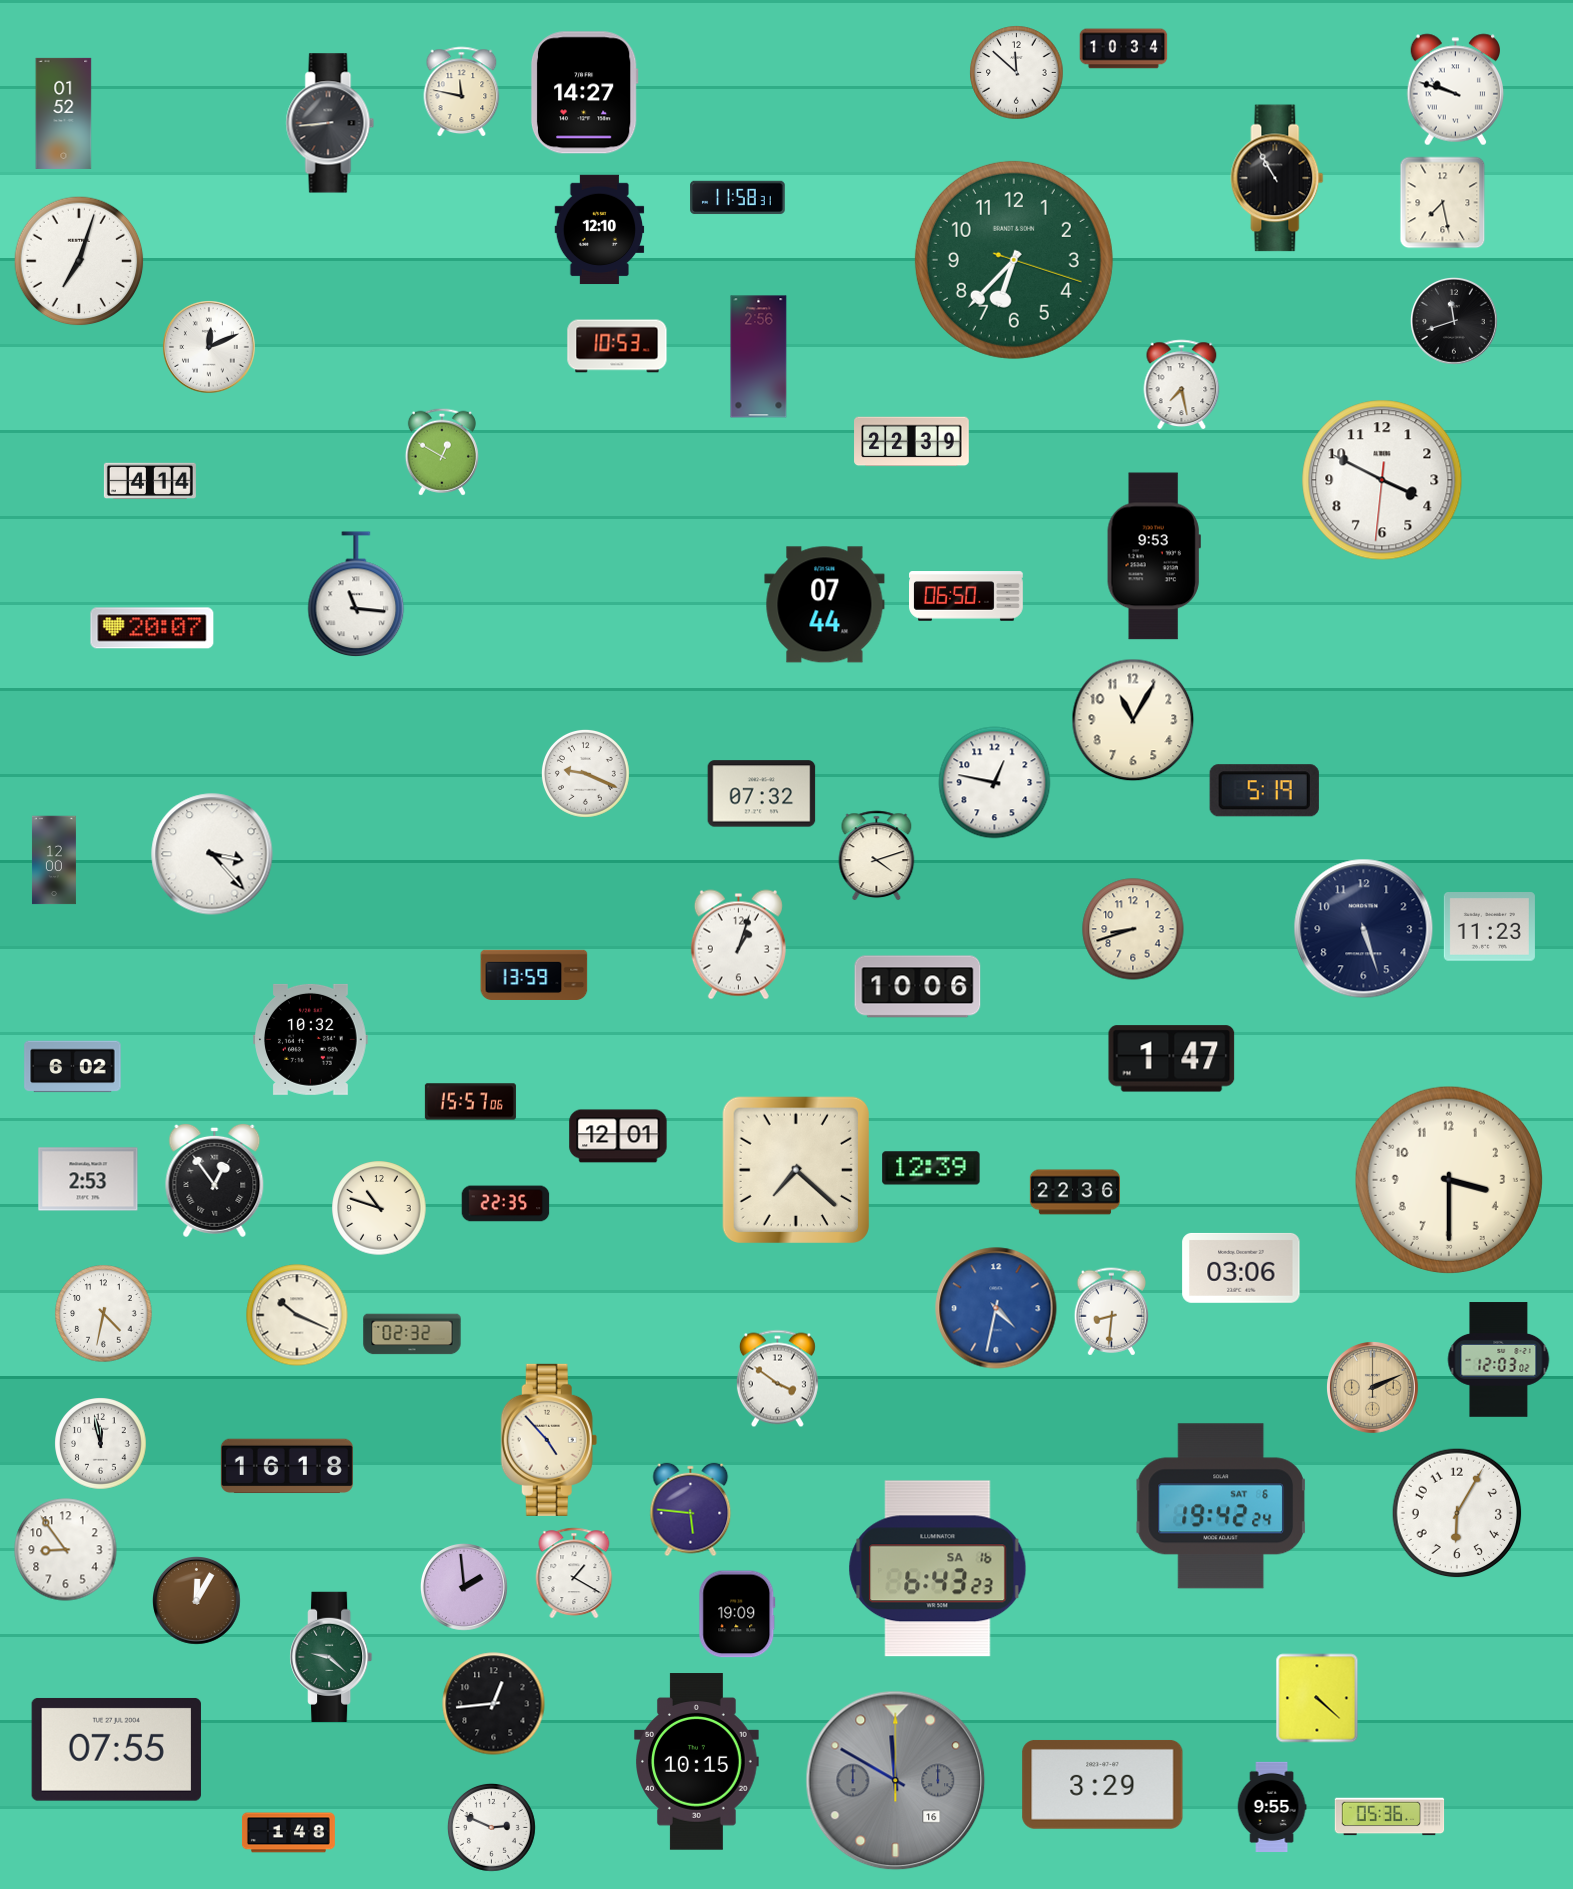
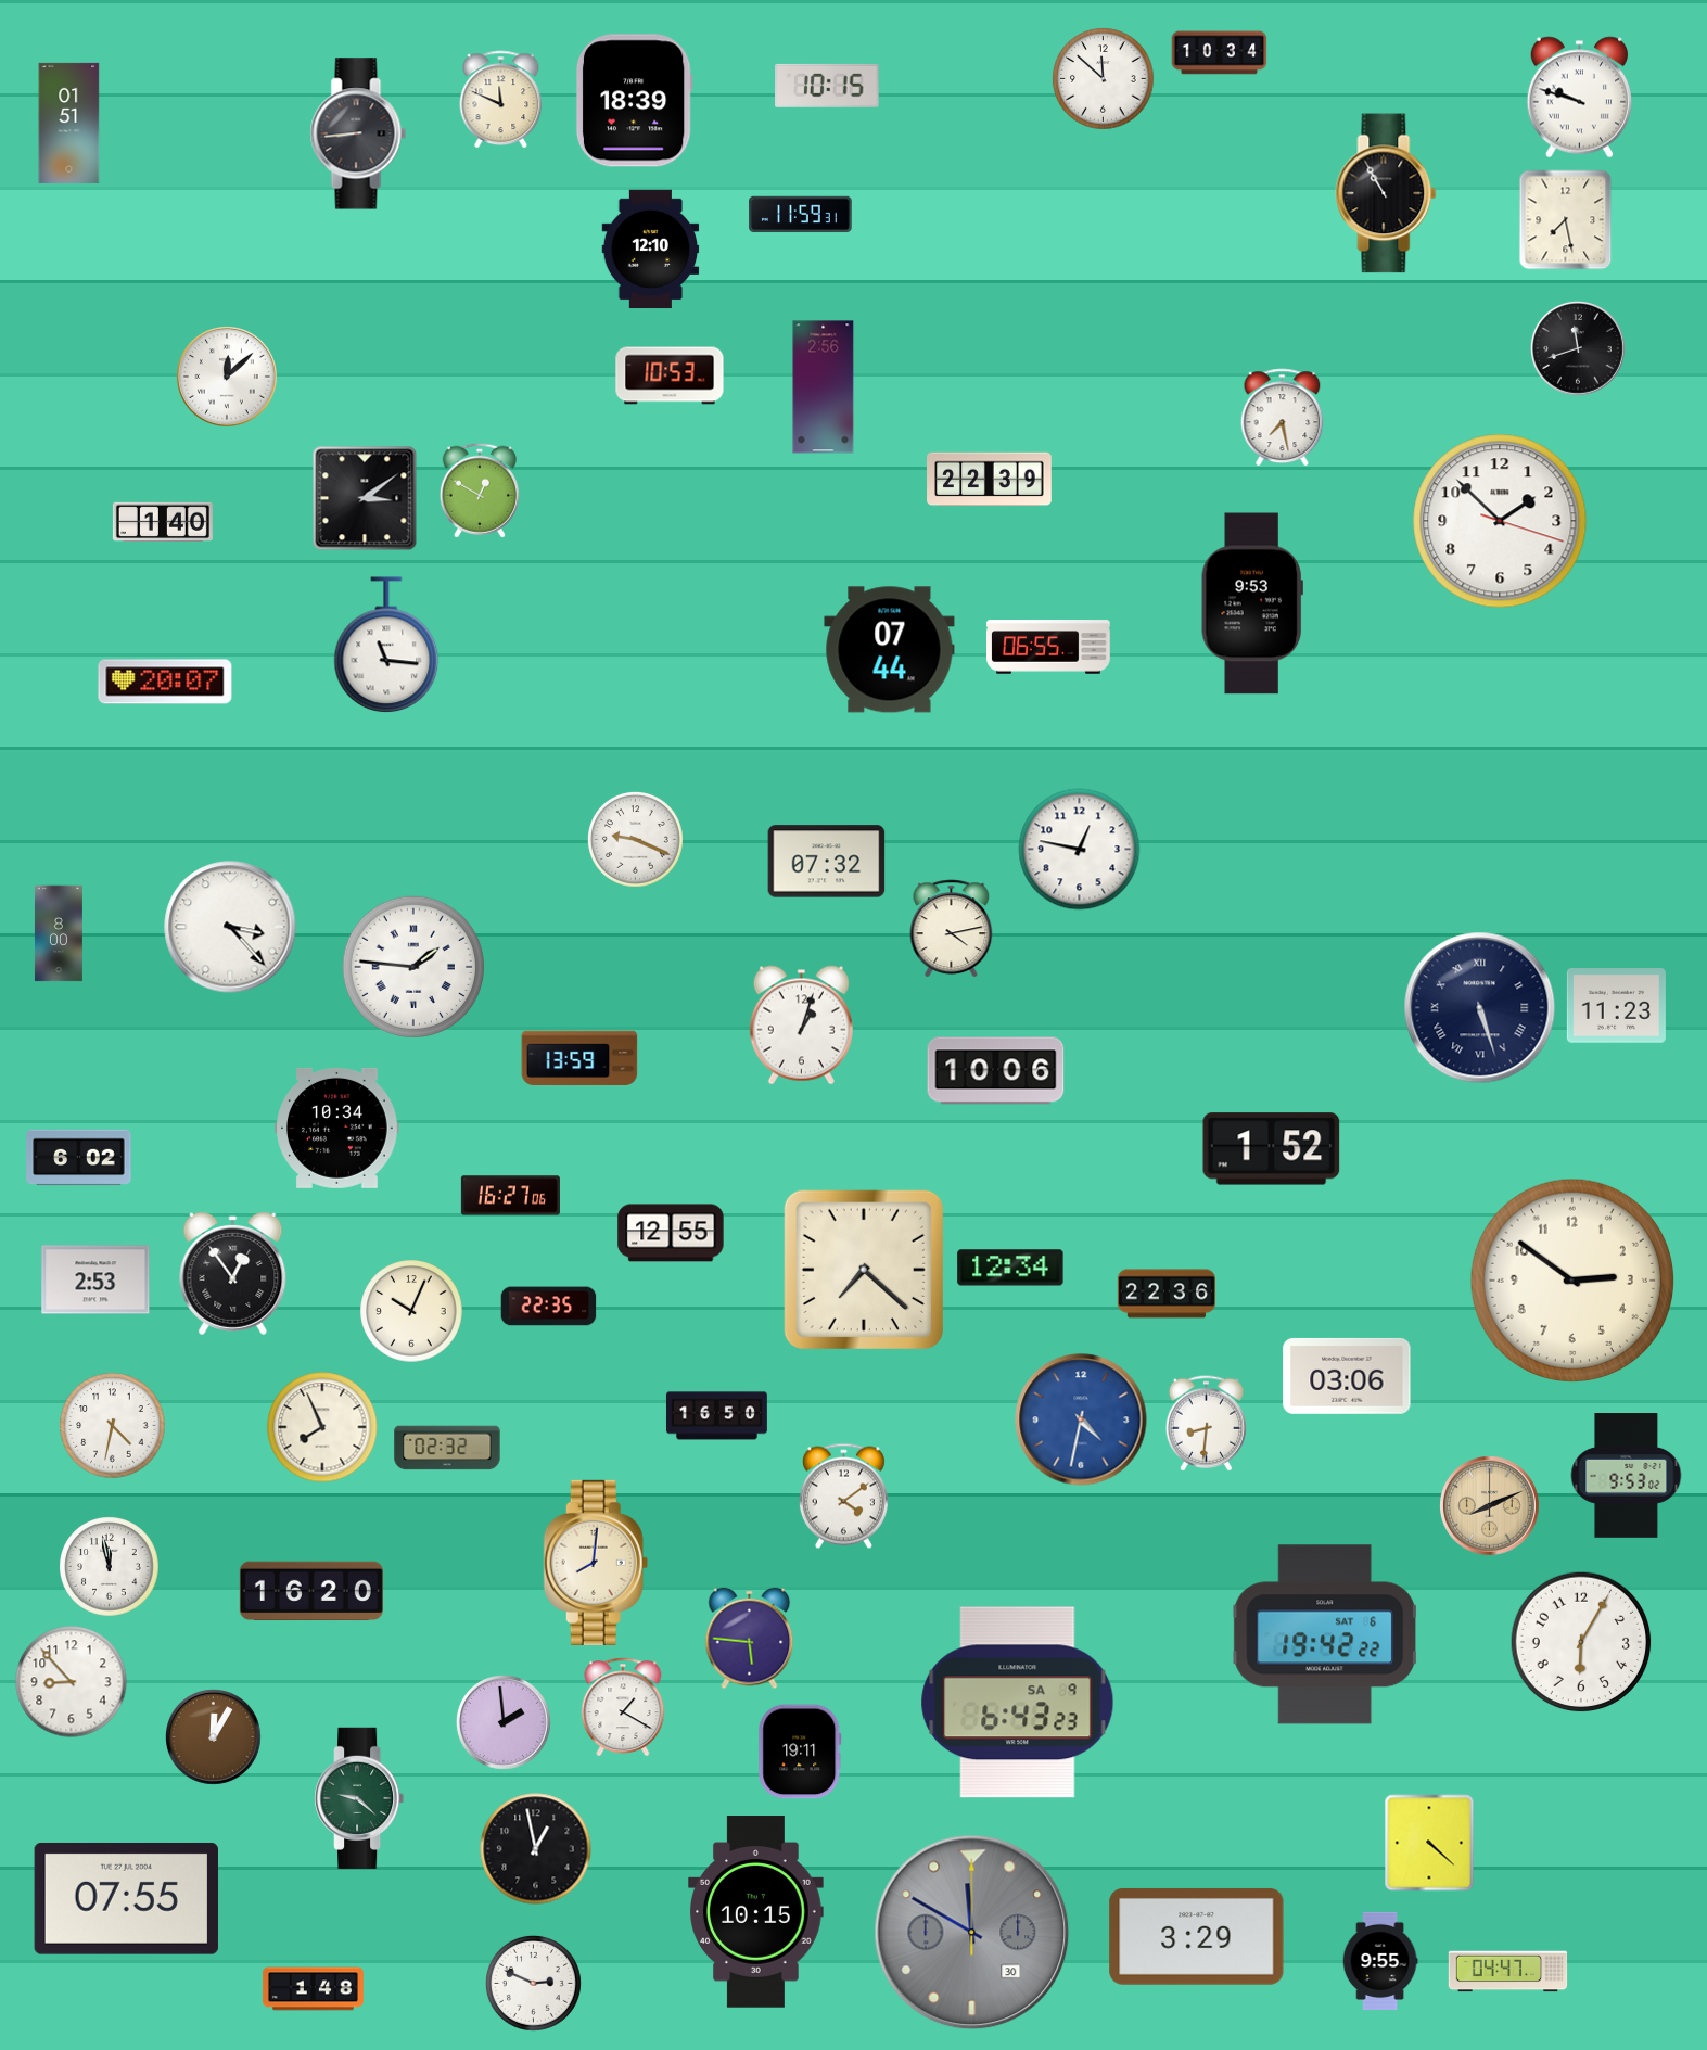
clock at (827, 86): none -> 10:15
clock at (462, 92): 11:47 -> 11:49
clock at (584, 93): 14:27 -> 18:39
clock at (64, 113): 01:52 -> 01:51
clock at (738, 198): 11:58 -> 11:59
clock at (1014, 260): 6:37 -> none
clock at (79, 261): 7:03 -> none
clock at (210, 348): 12:11 -> 12:08
clock at (365, 498): none -> 3:09
clock at (150, 480): 4:14 -> 1:40
clock at (1382, 480): 3:49 -> 1:52
clock at (967, 596): 06:50 -> 06:55
clock at (825, 605) position: (825, 605) -> (890, 650)
clock at (1133, 720): 11:05 -> none
clock at (1264, 791): 5:19 -> none
clock at (877, 856): 4:12 -> 4:13
clock at (54, 860): 12:00 -> 8:00
clock at (413, 967): none -> 1:46
clock at (1133, 929): 8:42 -> none
clock at (1364, 929) numerals: Arabic -> Roman
clock at (311, 1039): 10:32 -> 10:34
clock at (1172, 1059): 1:47 -> 1:52
clock at (470, 1102): 15:57 -> 16:27
clock at (618, 1136): 12:01 -> 12:55
clock at (931, 1168): 12:39 -> 12:34
clock at (215, 1180) position: (215, 1180) -> (233, 1273)
clock at (1449, 1180): 3:30 -> 2:51
clock at (379, 1208): 10:48 -> 10:04
clock at (716, 1416): none -> 16:50
clock at (297, 1315): 10:19 -> 7:56
clock at (1499, 1360): 12:03 -> 9:53
clock at (777, 1379): 3:51 -> 4:09
clock at (1373, 1388): 2:11 -> 8:11
clock at (549, 1440): 4:53 -> 8:01
clock at (287, 1466): 16:18 -> 16:20
clock at (1220, 1506): 19:42:24 -> 19:42:22
clock at (66, 1550): 8:54 -> 8:53
clock at (938, 1569) date: SA 16 -> SA 9
clock at (737, 1614): 19:09 -> 19:11
clock at (494, 1704): 12:44 -> 12:58
clock at (896, 1781) date: 16 -> 30
clock at (1390, 1817): 05:36 -> 04:47
